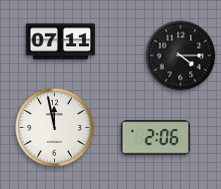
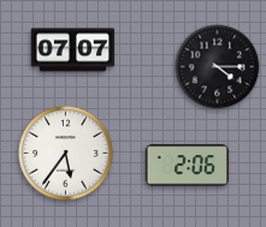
clock at (61, 42): 07:11 -> 07:07
clock at (55, 128): 11:58 -> 5:36
